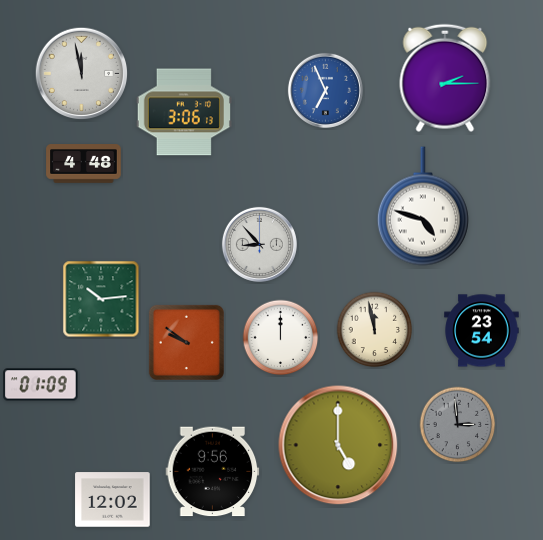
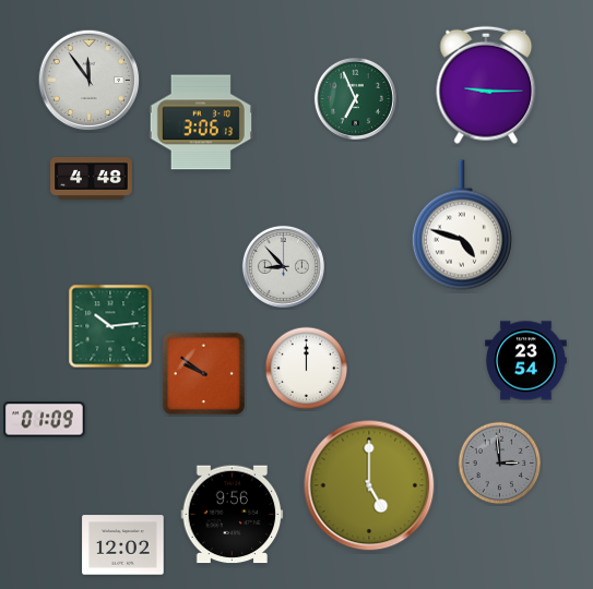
clock at (82, 74): 11:58 -> 11:54
clock at (445, 78): 2:15 -> 9:15
clock at (325, 90) dial: blue -> green
clock at (375, 330): 11:58 -> none
